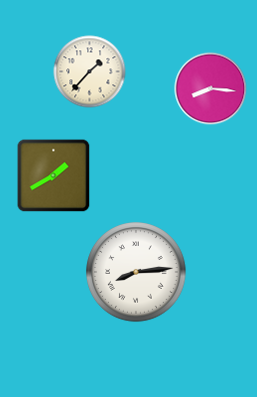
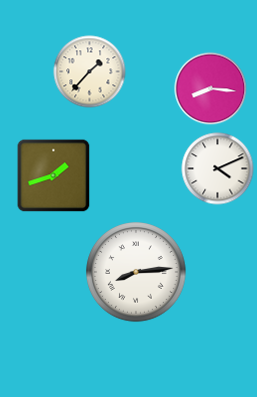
clock at (218, 169): none -> 4:11
clock at (54, 176): 1:40 -> 1:42
